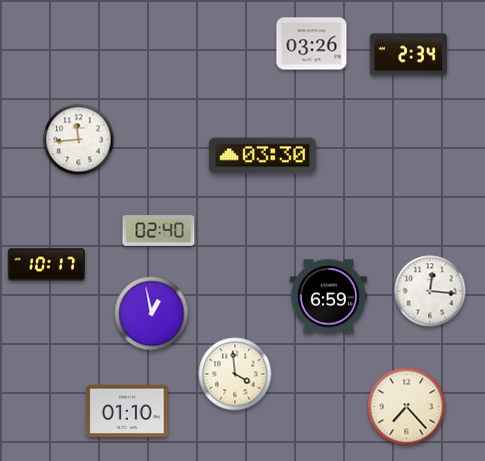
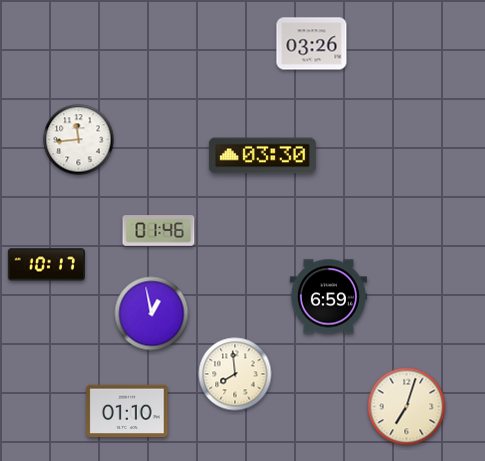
clock at (408, 55): 2:34 -> none
clock at (159, 231): 02:40 -> 01:46
clock at (430, 291): 12:16 -> none
clock at (235, 374): 3:59 -> 7:59
clock at (407, 407): 7:23 -> 7:03
